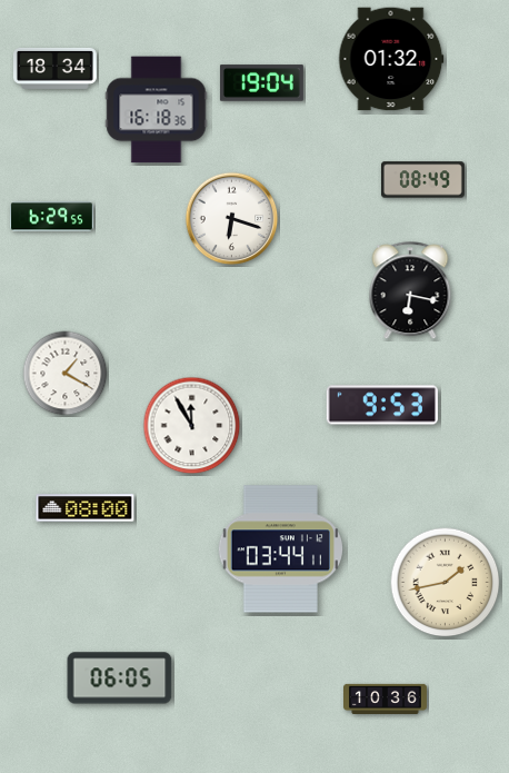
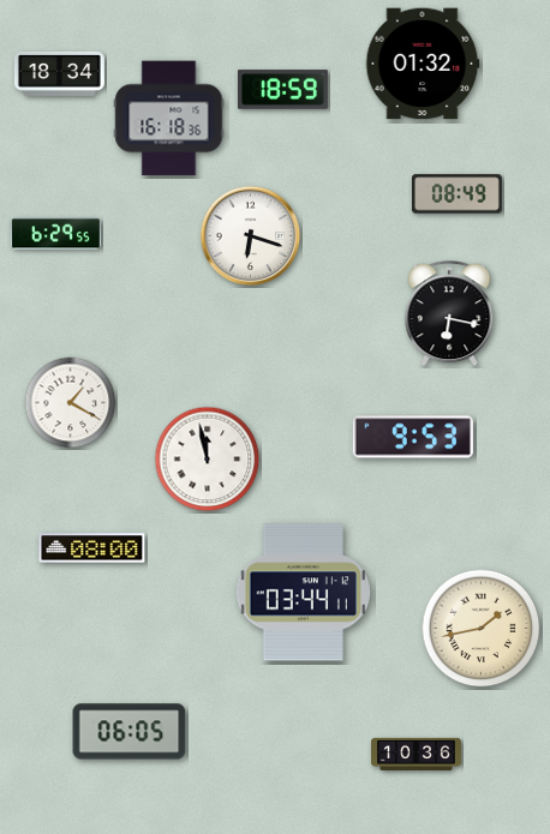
clock at (261, 83): 19:04 -> 18:59
clock at (410, 291) position: (410, 291) -> (449, 314)
clock at (192, 426): 11:55 -> 11:58
